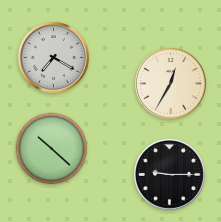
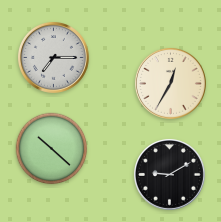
clock at (53, 57): 7:20 -> 7:15
clock at (169, 174): 9:15 -> 9:10
